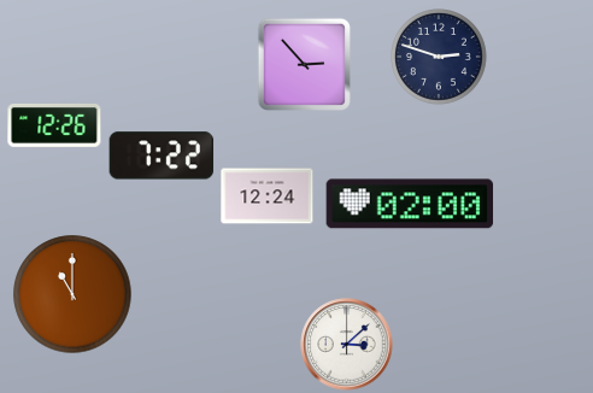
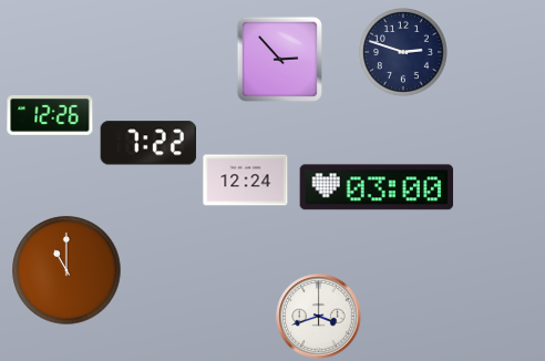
clock at (410, 204): 02:00 -> 03:00
clock at (347, 345): 3:08 -> 3:42
